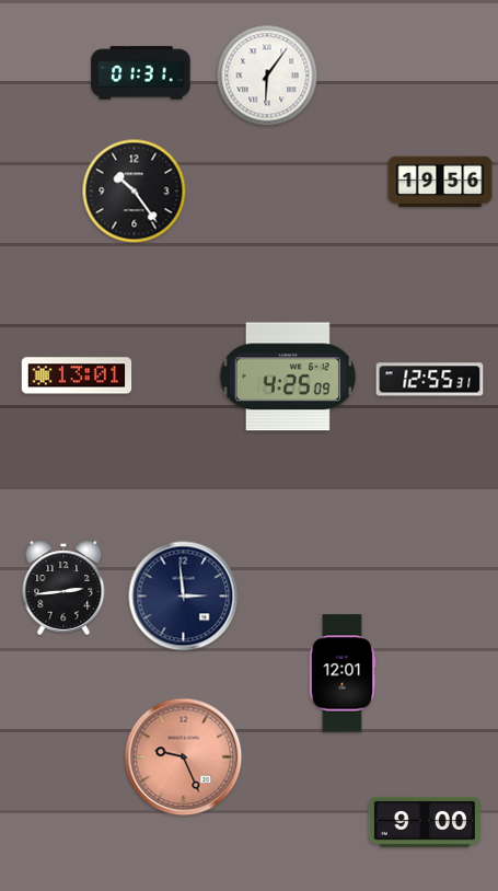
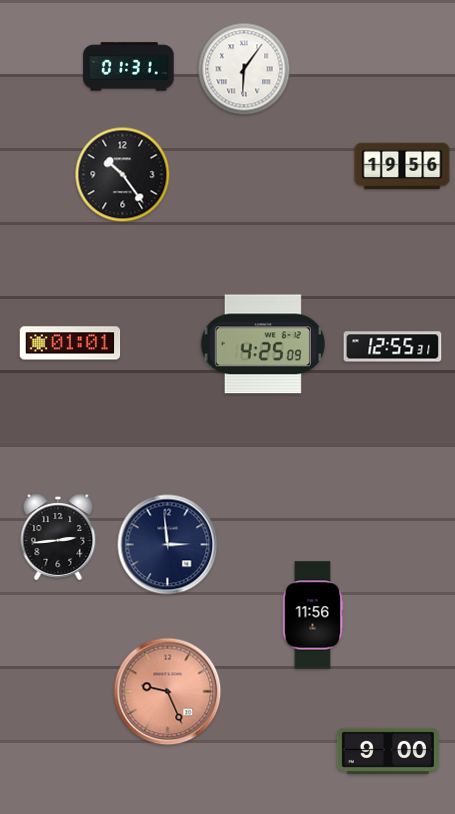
clock at (77, 375): 13:01 -> 01:01
clock at (343, 673): 12:01 -> 11:56
